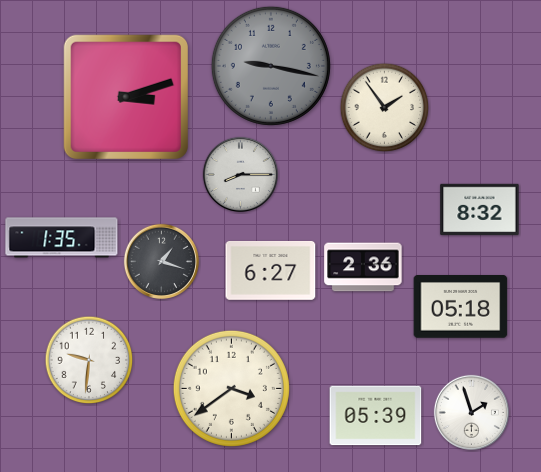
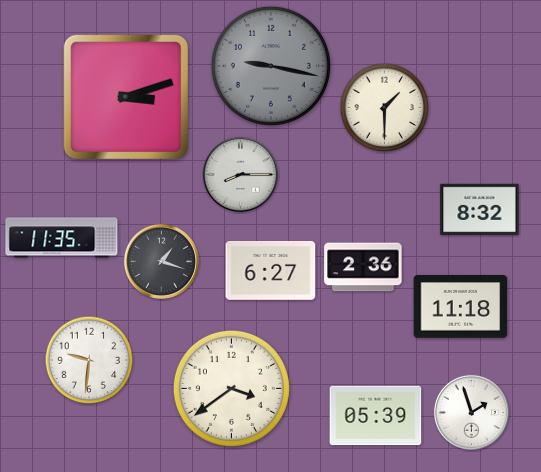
clock at (385, 108): 1:54 -> 1:30
clock at (62, 238): 1:35 -> 11:35
clock at (461, 307): 05:18 -> 11:18
